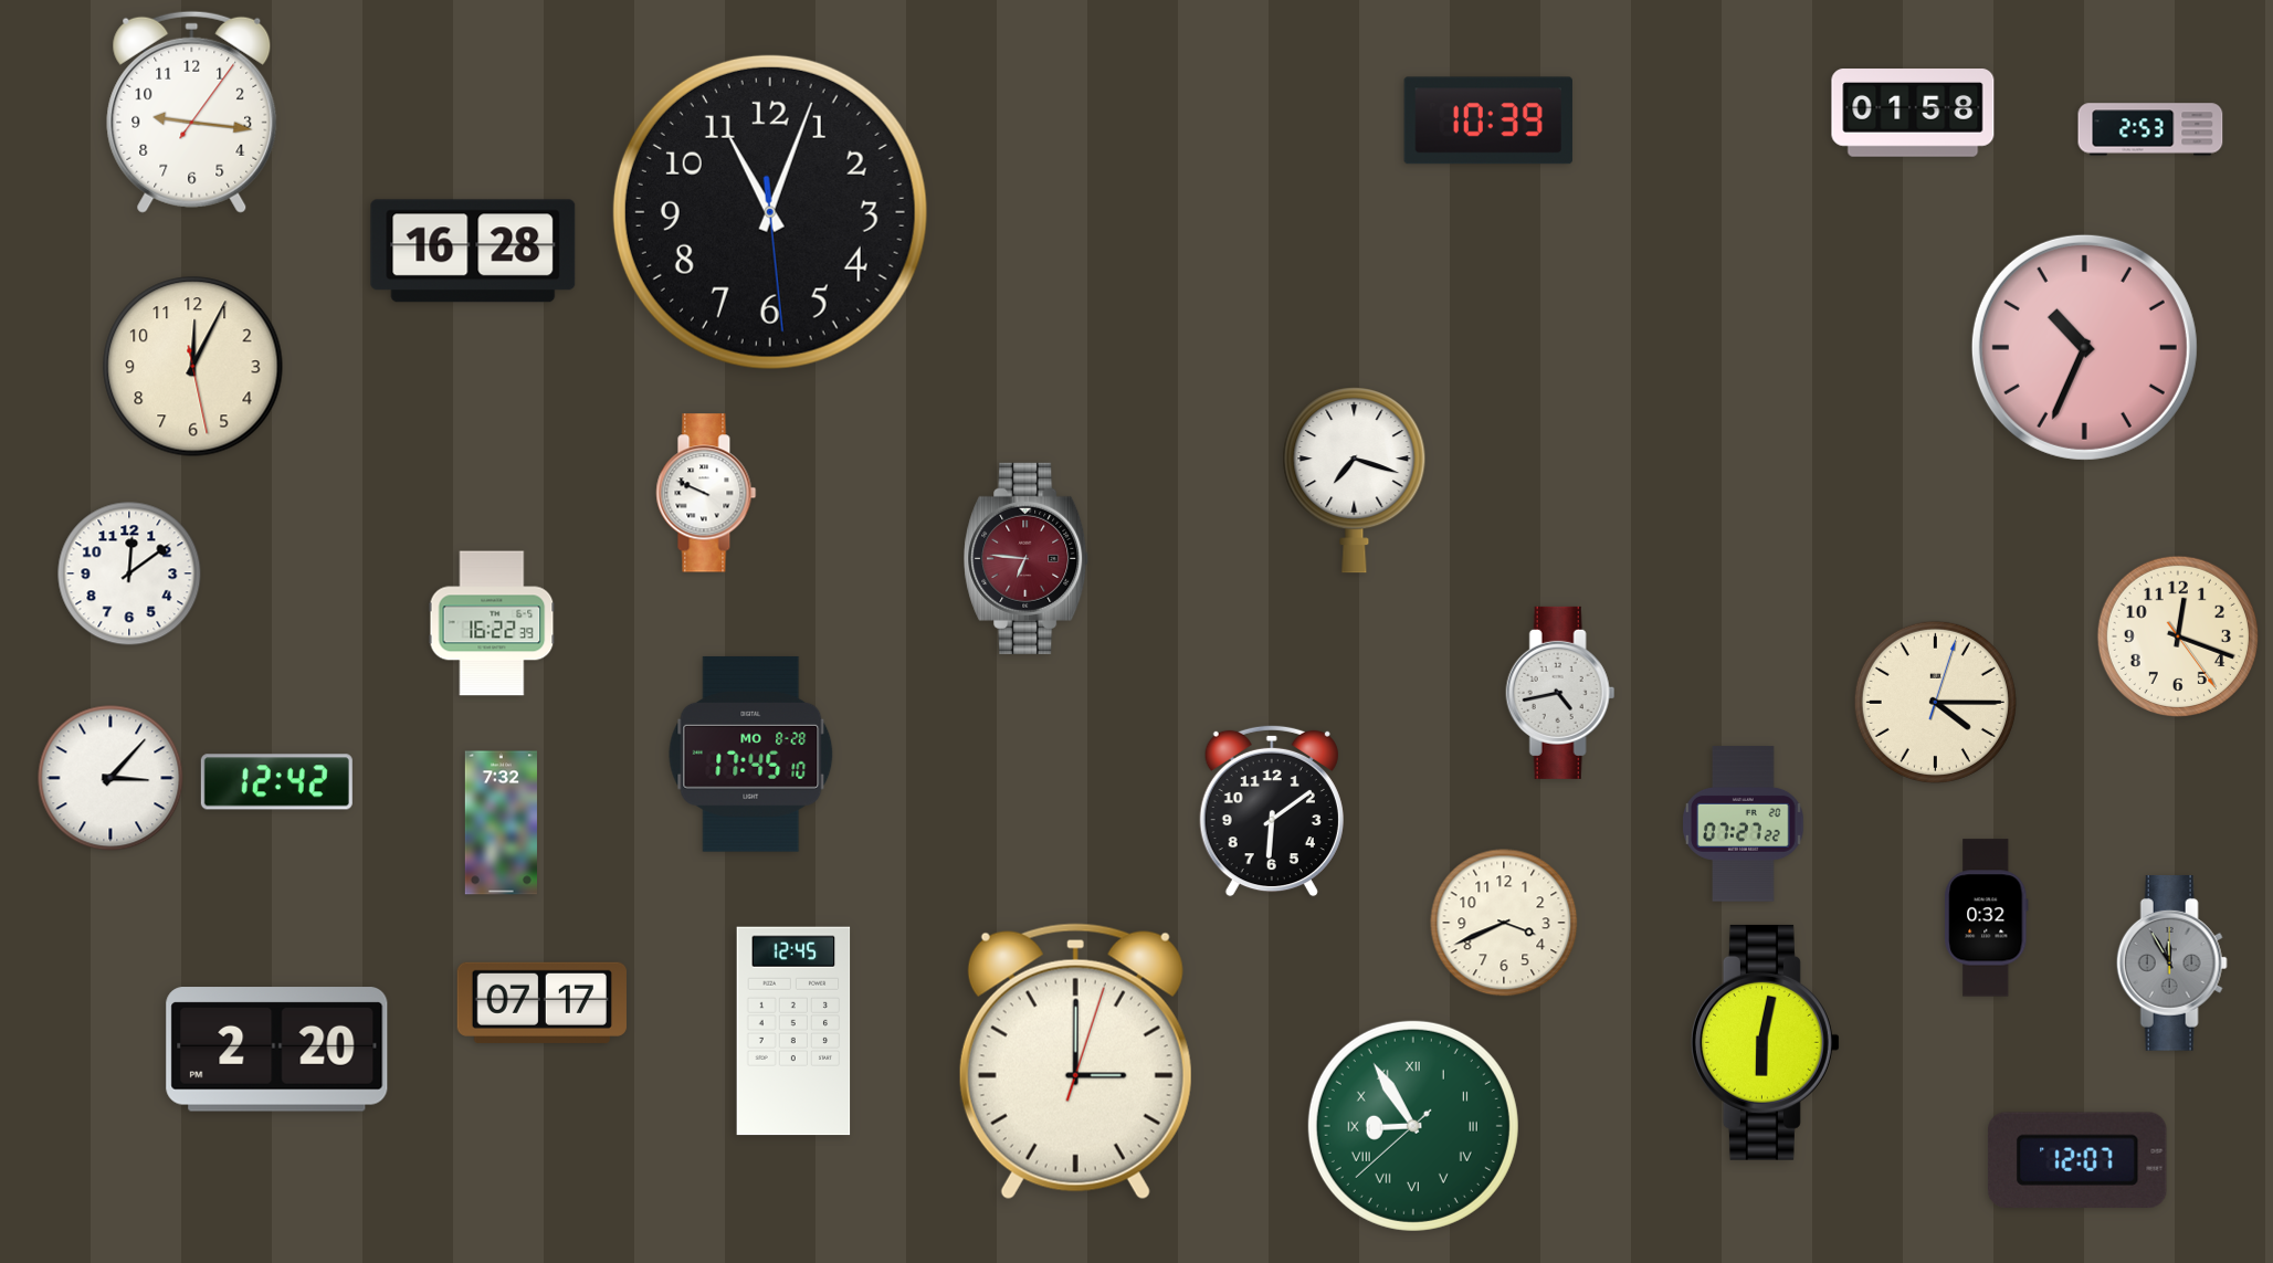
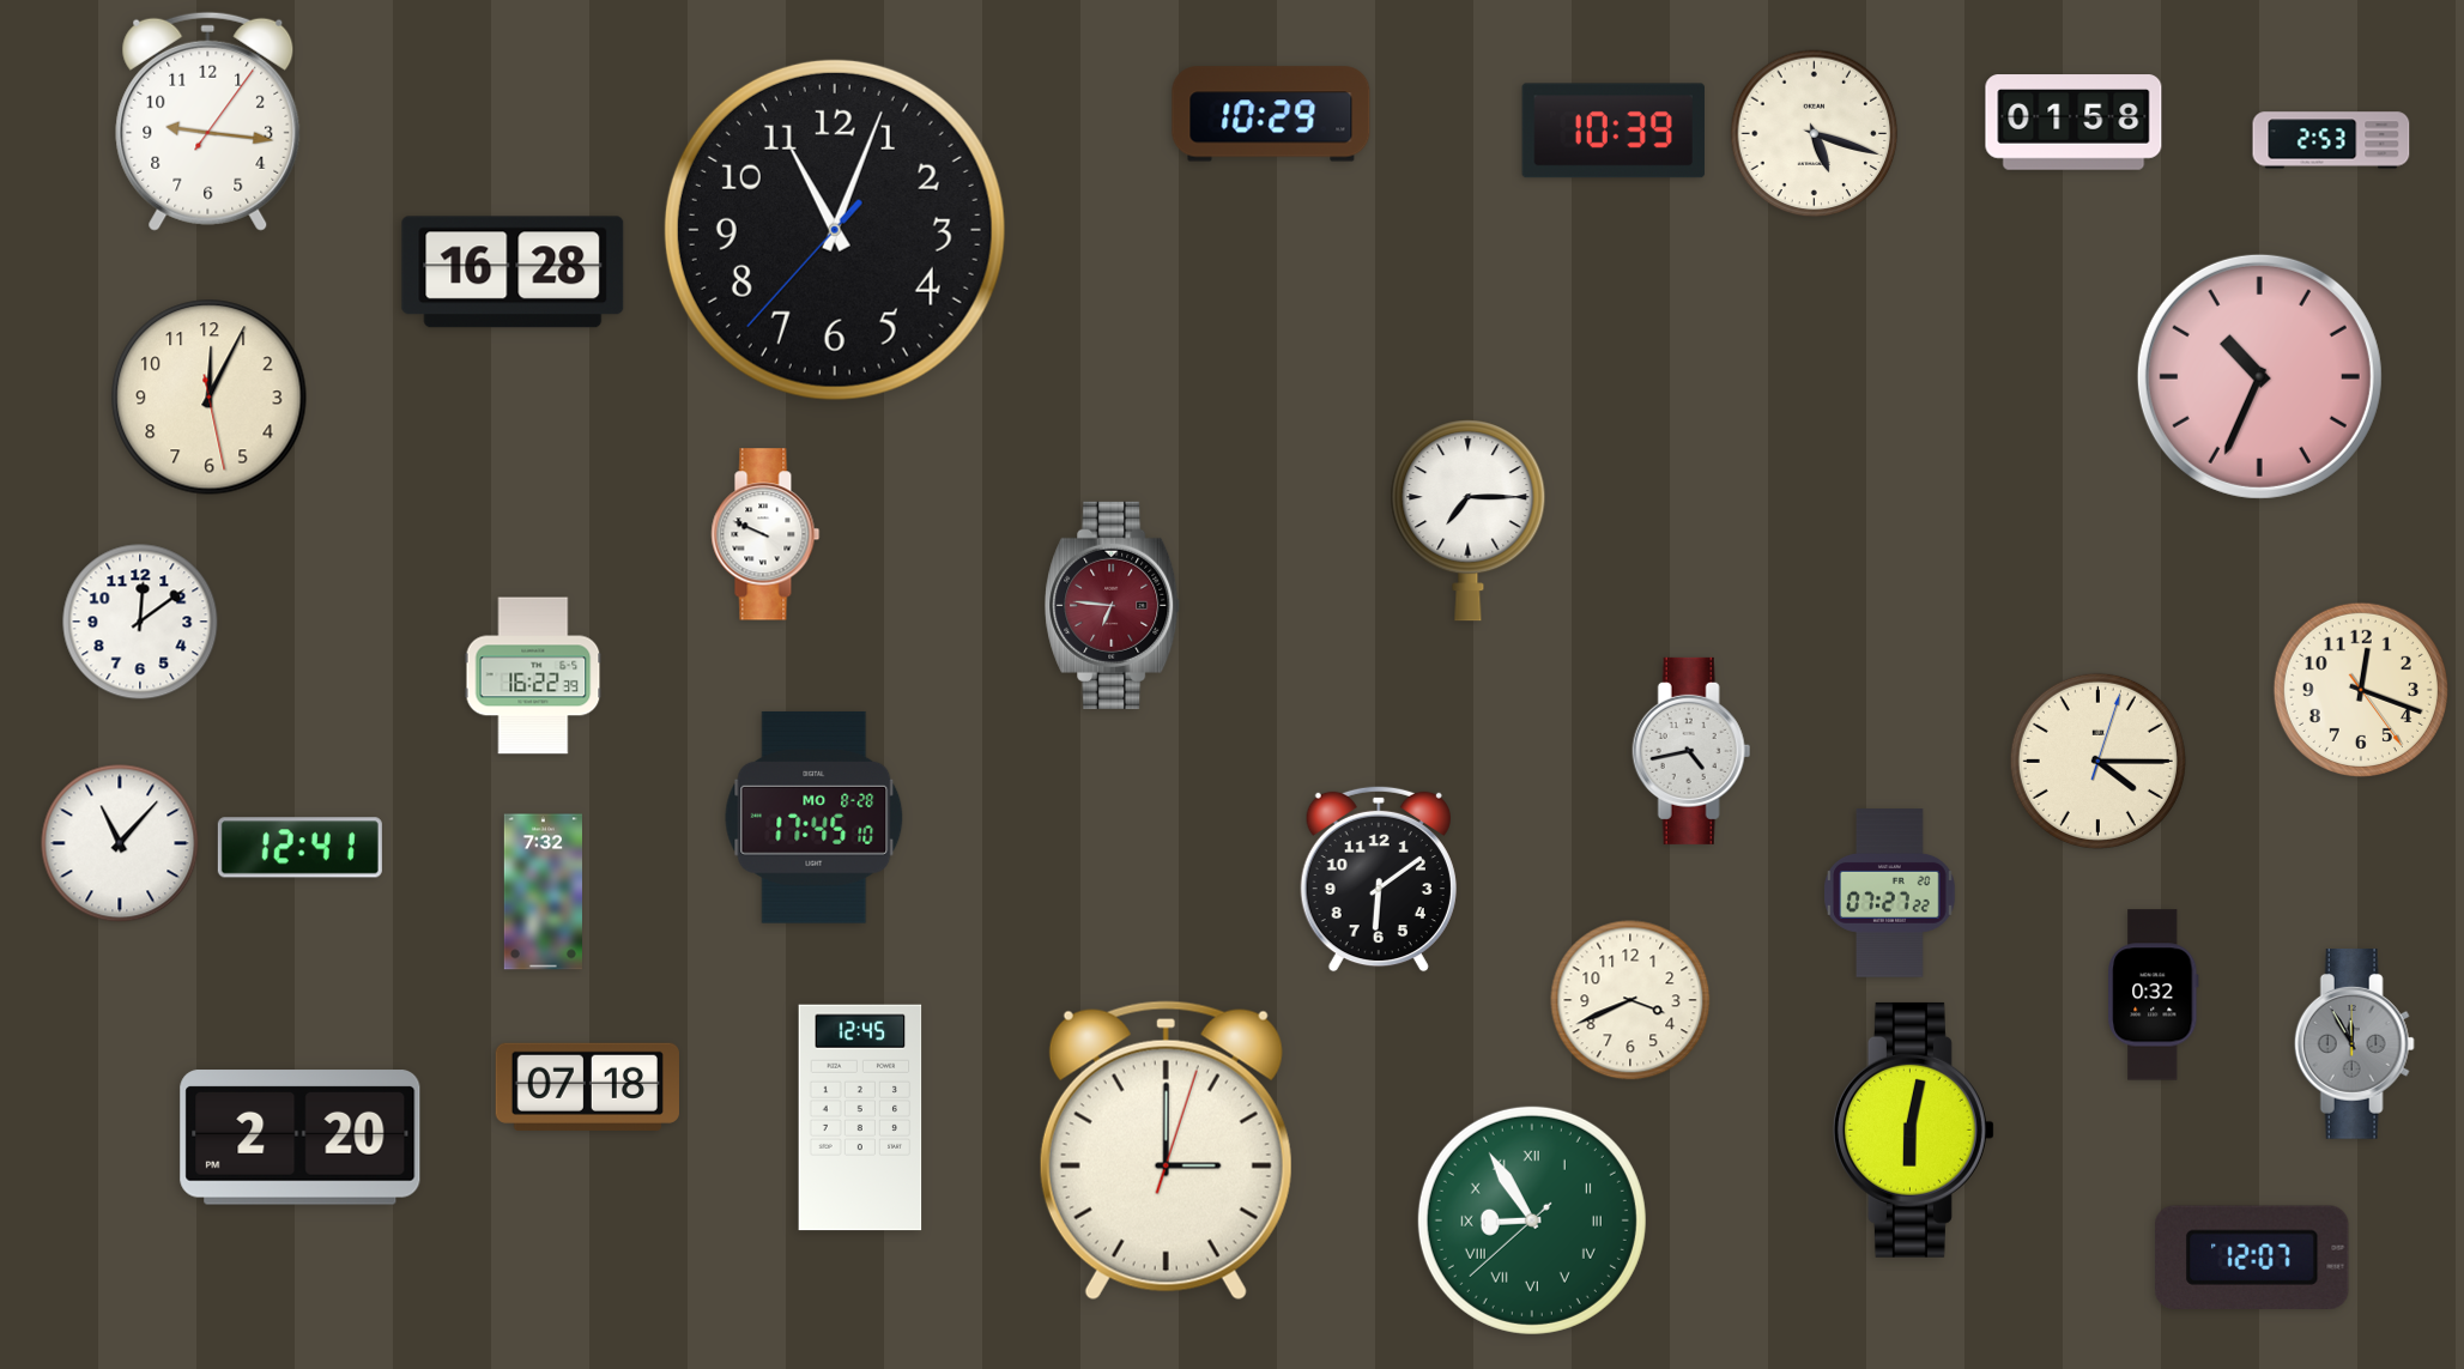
clock at (1271, 114): none -> 10:29
clock at (1815, 134): none -> 5:18
clock at (770, 212): 11:03:29 -> 11:03:37
clock at (1355, 481): 7:18 -> 7:15
clock at (111, 778): 3:07 -> 11:07
clock at (276, 782): 12:42 -> 12:41
clock at (541, 1002): 07:17 -> 07:18
